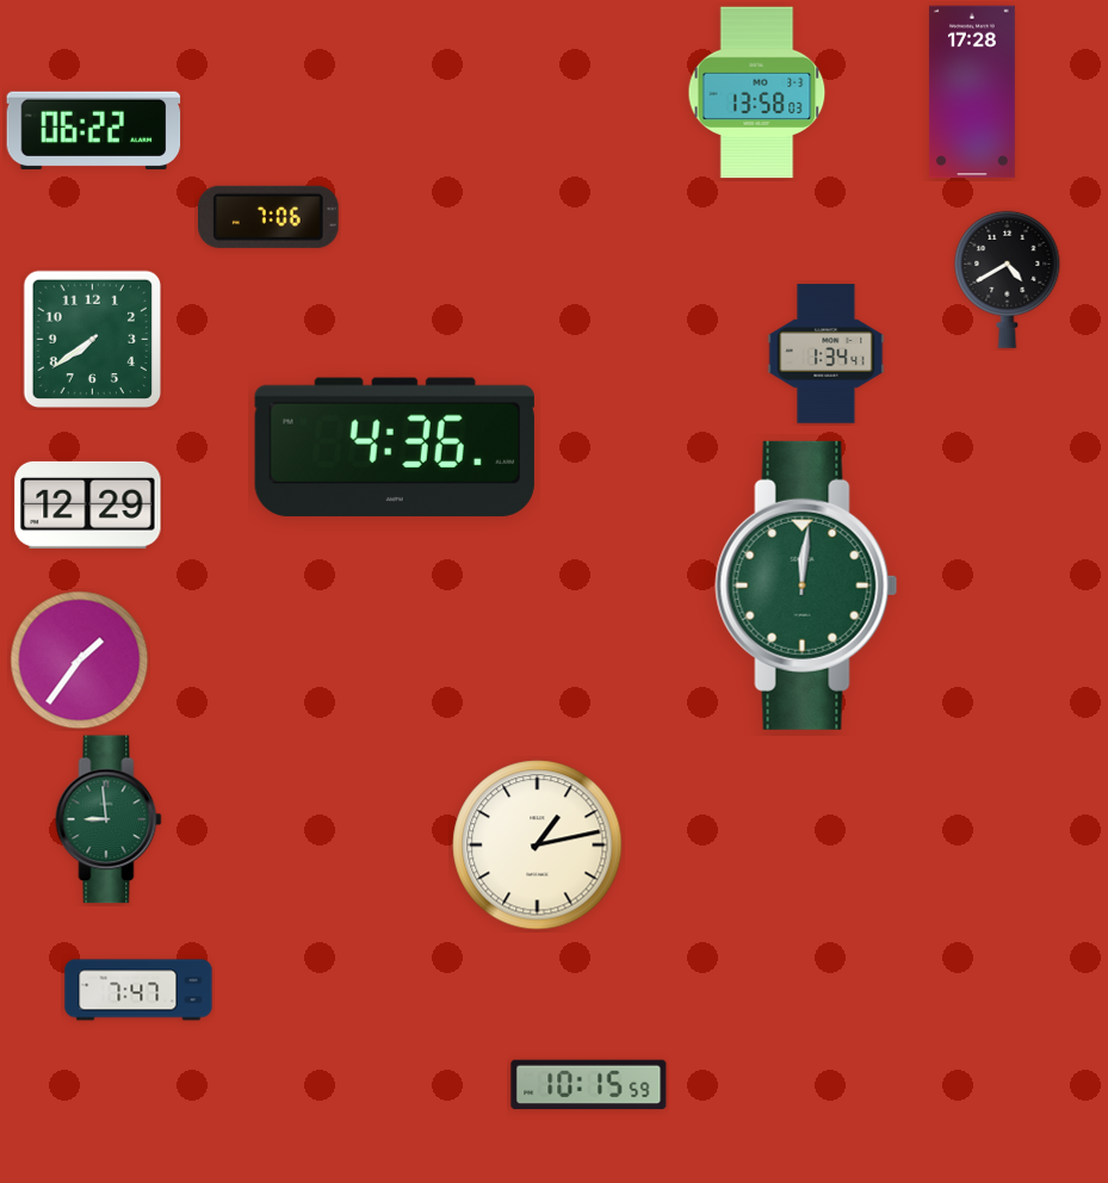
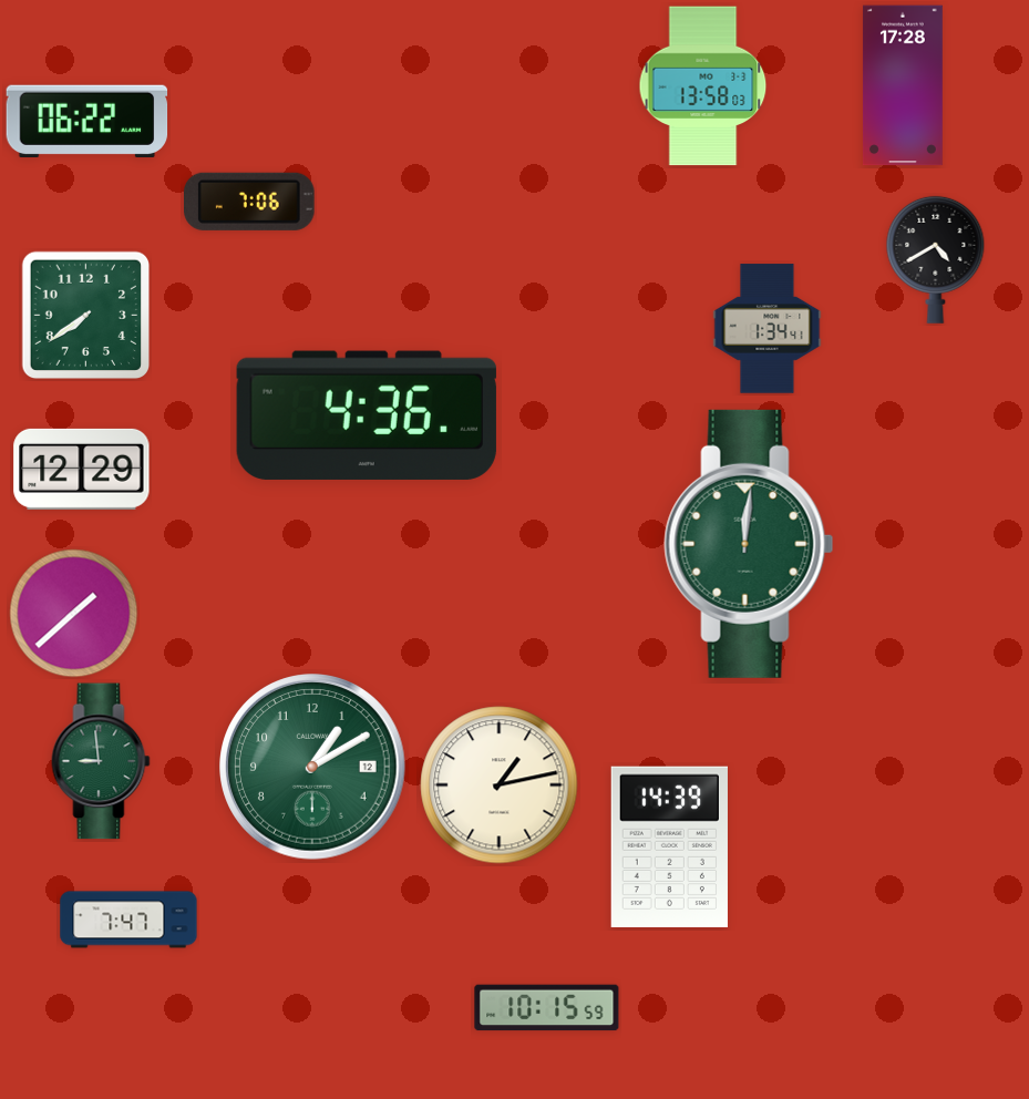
clock at (80, 661): 1:36 -> 1:38
clock at (312, 767): none -> 1:10
clock at (669, 846): none -> 14:39
